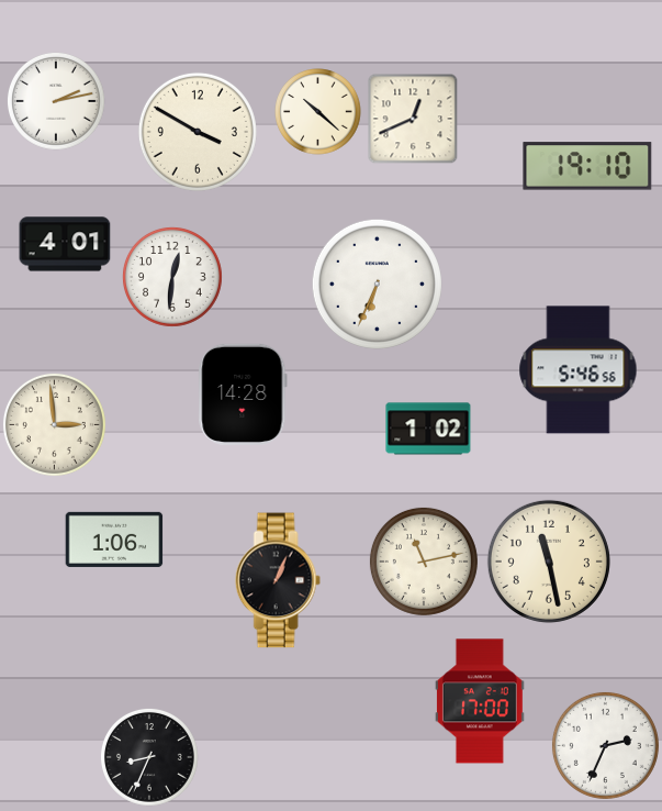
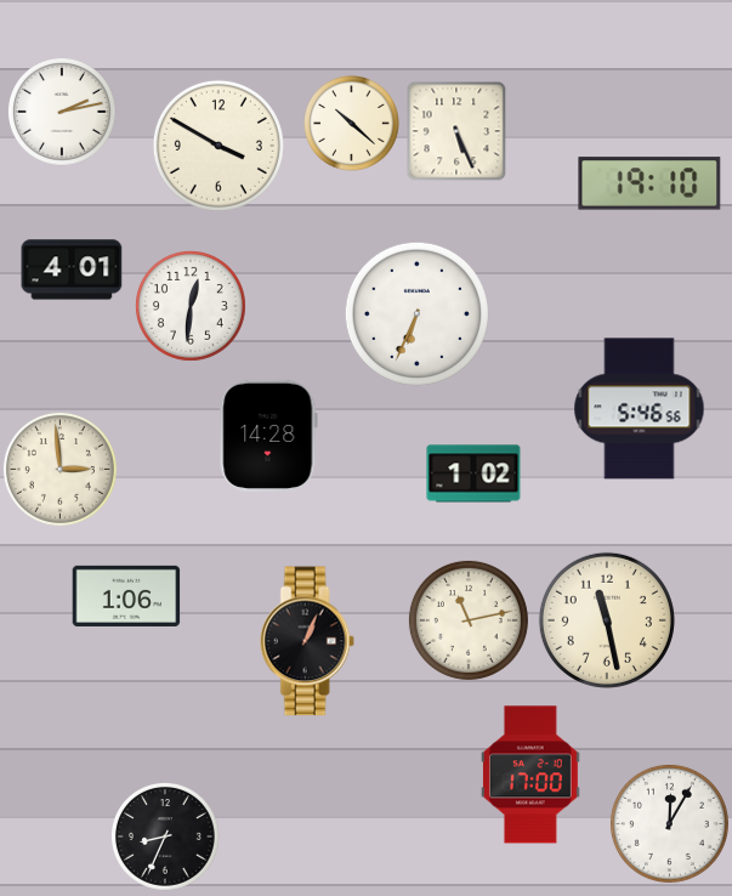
clock at (413, 119): 12:41 -> 5:26
clock at (605, 745): 2:34 -> 12:05
